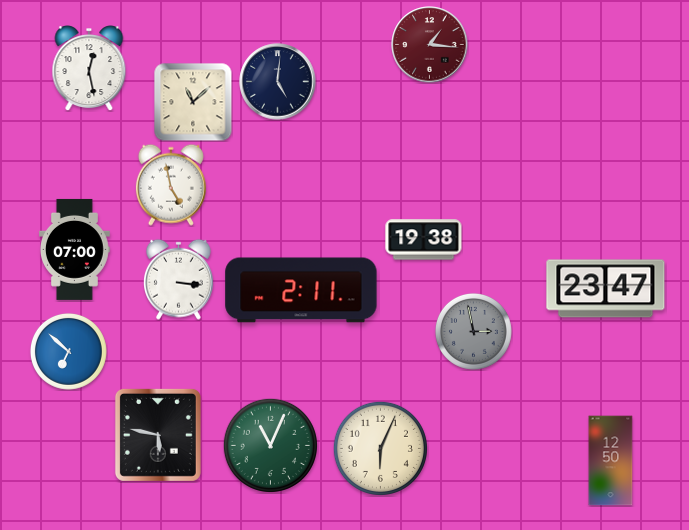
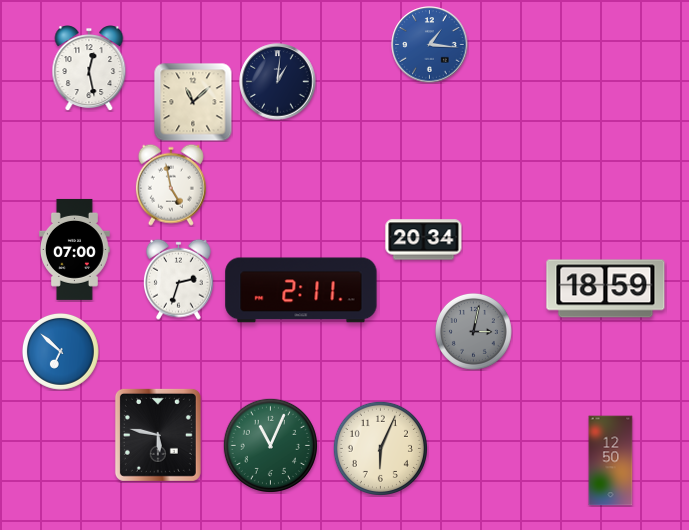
clock at (430, 45) dial: burgundy -> blue
clock at (278, 82): 5:01 -> 1:01
clock at (424, 240): 19:38 -> 20:34
clock at (179, 279): 3:16 -> 2:33
clock at (606, 289): 23:47 -> 18:59
clock at (473, 331): 2:58 -> 3:02
clock at (68, 351) position: (68, 351) -> (60, 351)
